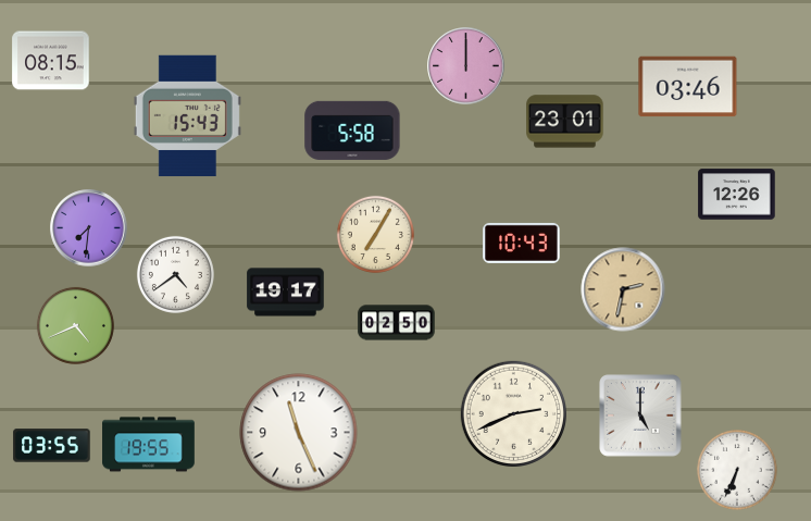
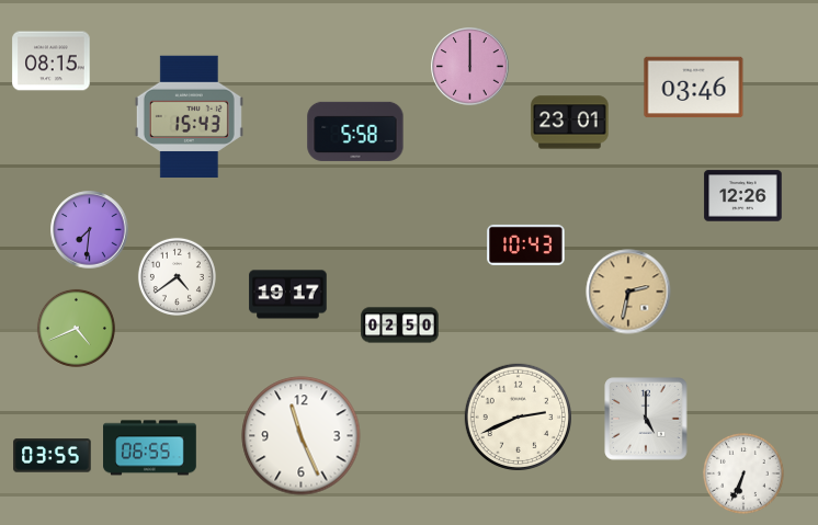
clock at (375, 234): 7:05 -> none
clock at (149, 445): 19:55 -> 06:55
clock at (52, 446) position: (52, 446) -> (53, 456)
